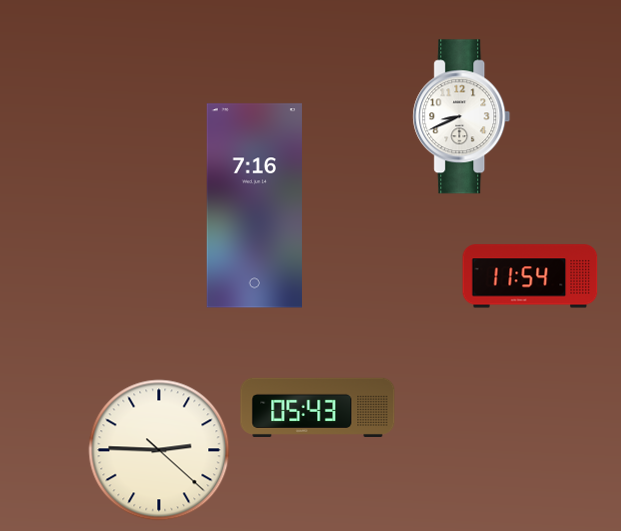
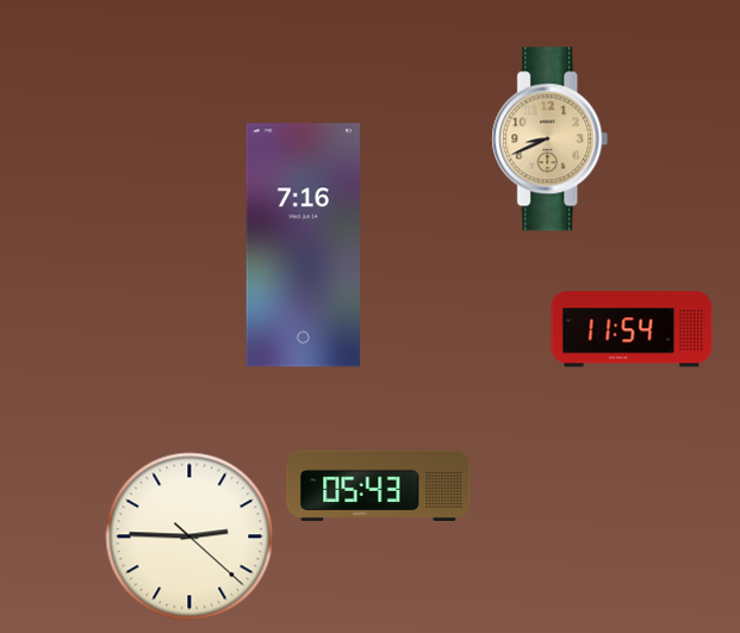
clock at (462, 117) dial: white -> champagne
